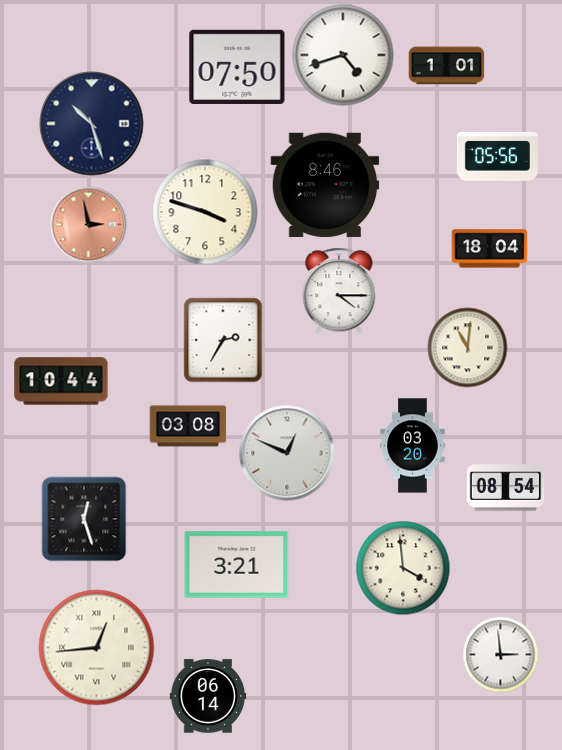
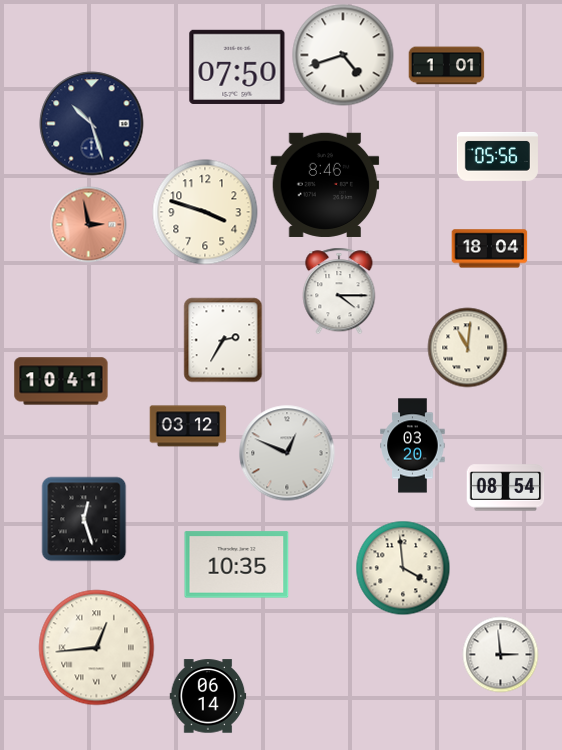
clock at (61, 381): 10:44 -> 10:41
clock at (188, 426): 03:08 -> 03:12
clock at (237, 565): 3:21 -> 10:35
